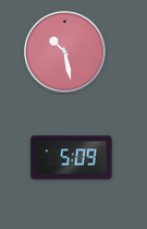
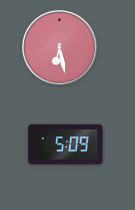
clock at (65, 52): 10:28 -> 6:28
